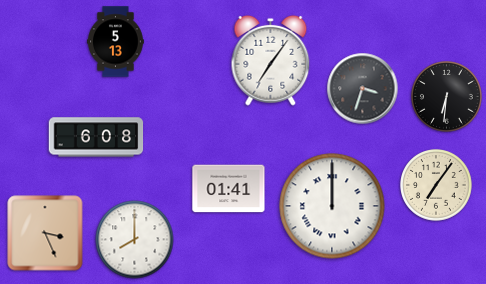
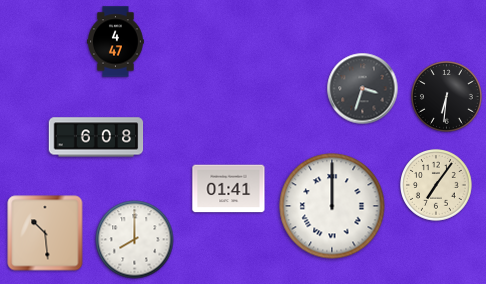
clock at (116, 42): 5:13 -> 4:47
clock at (271, 60): 7:06 -> none
clock at (45, 233): 3:26 -> 10:29
